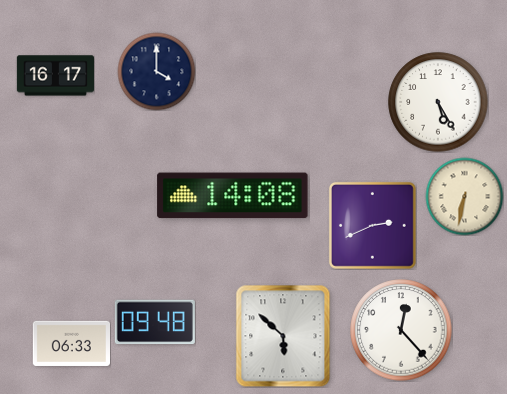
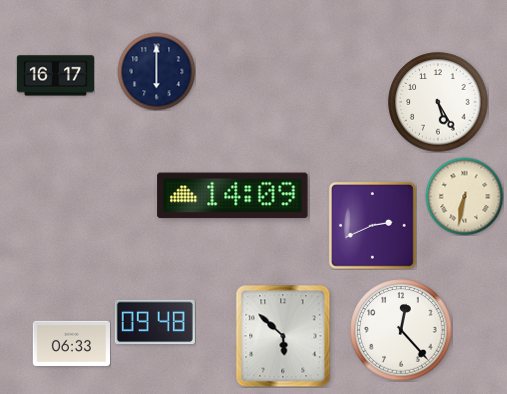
clock at (156, 71): 4:00 -> 6:00
clock at (233, 196): 14:08 -> 14:09
